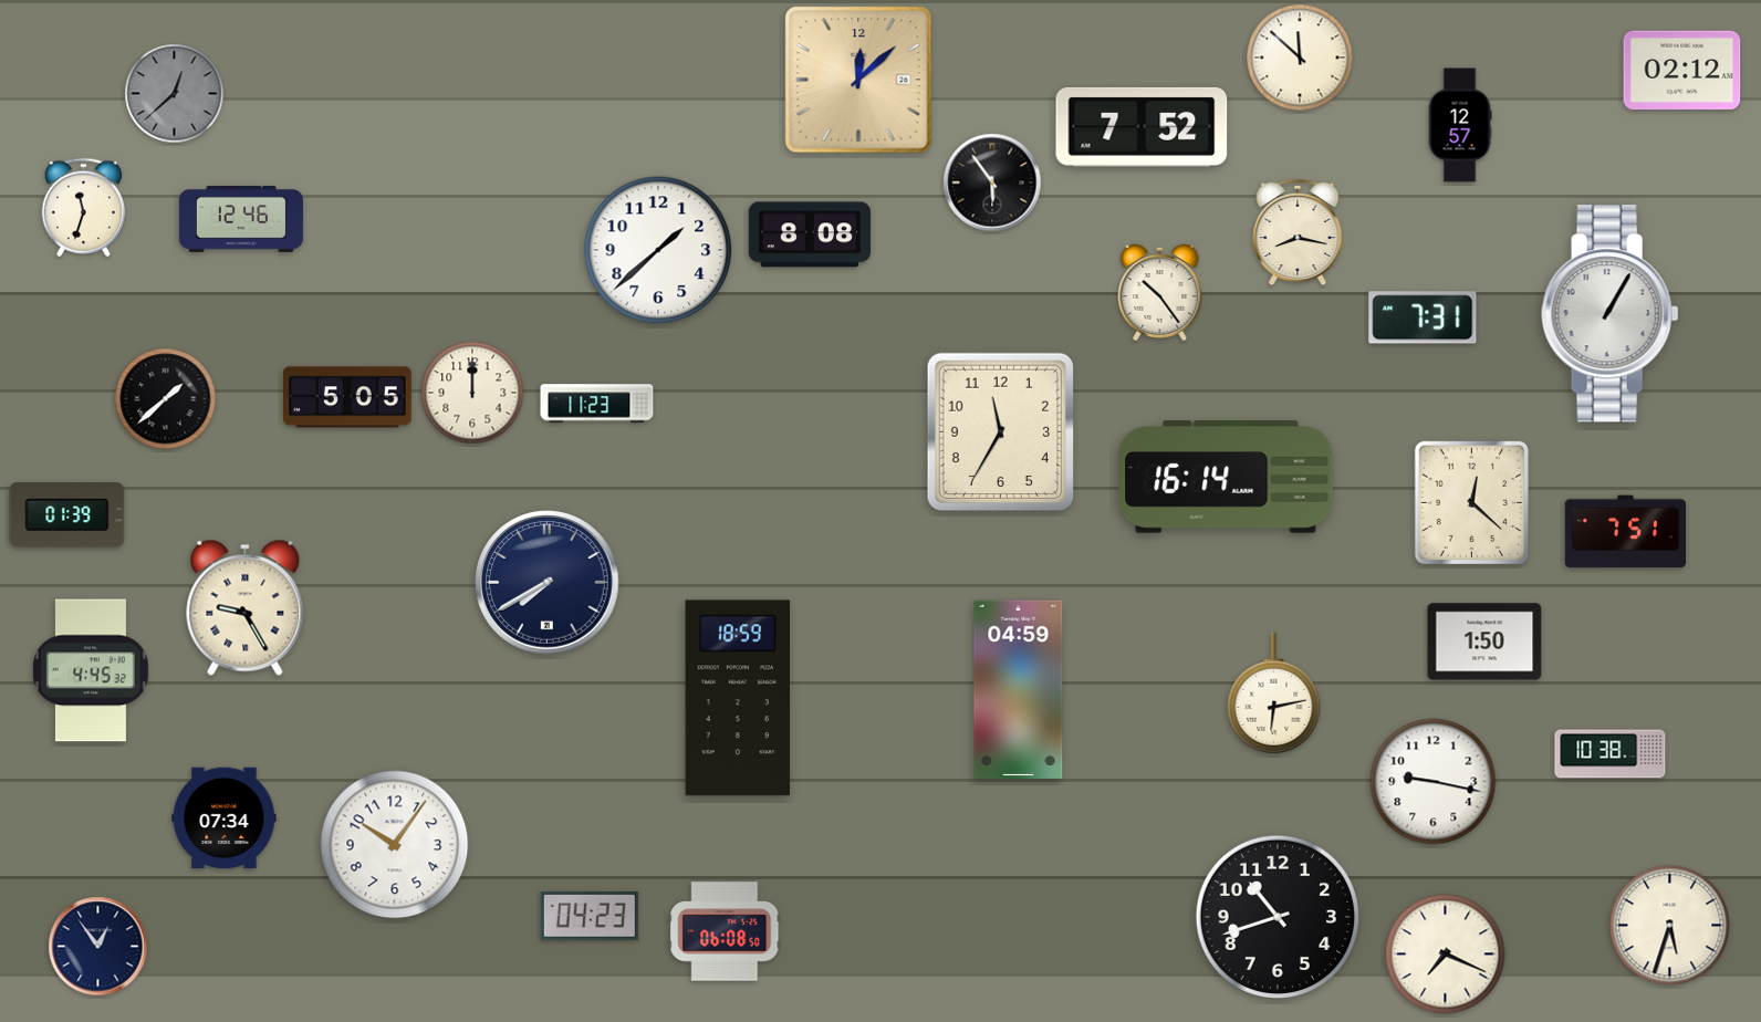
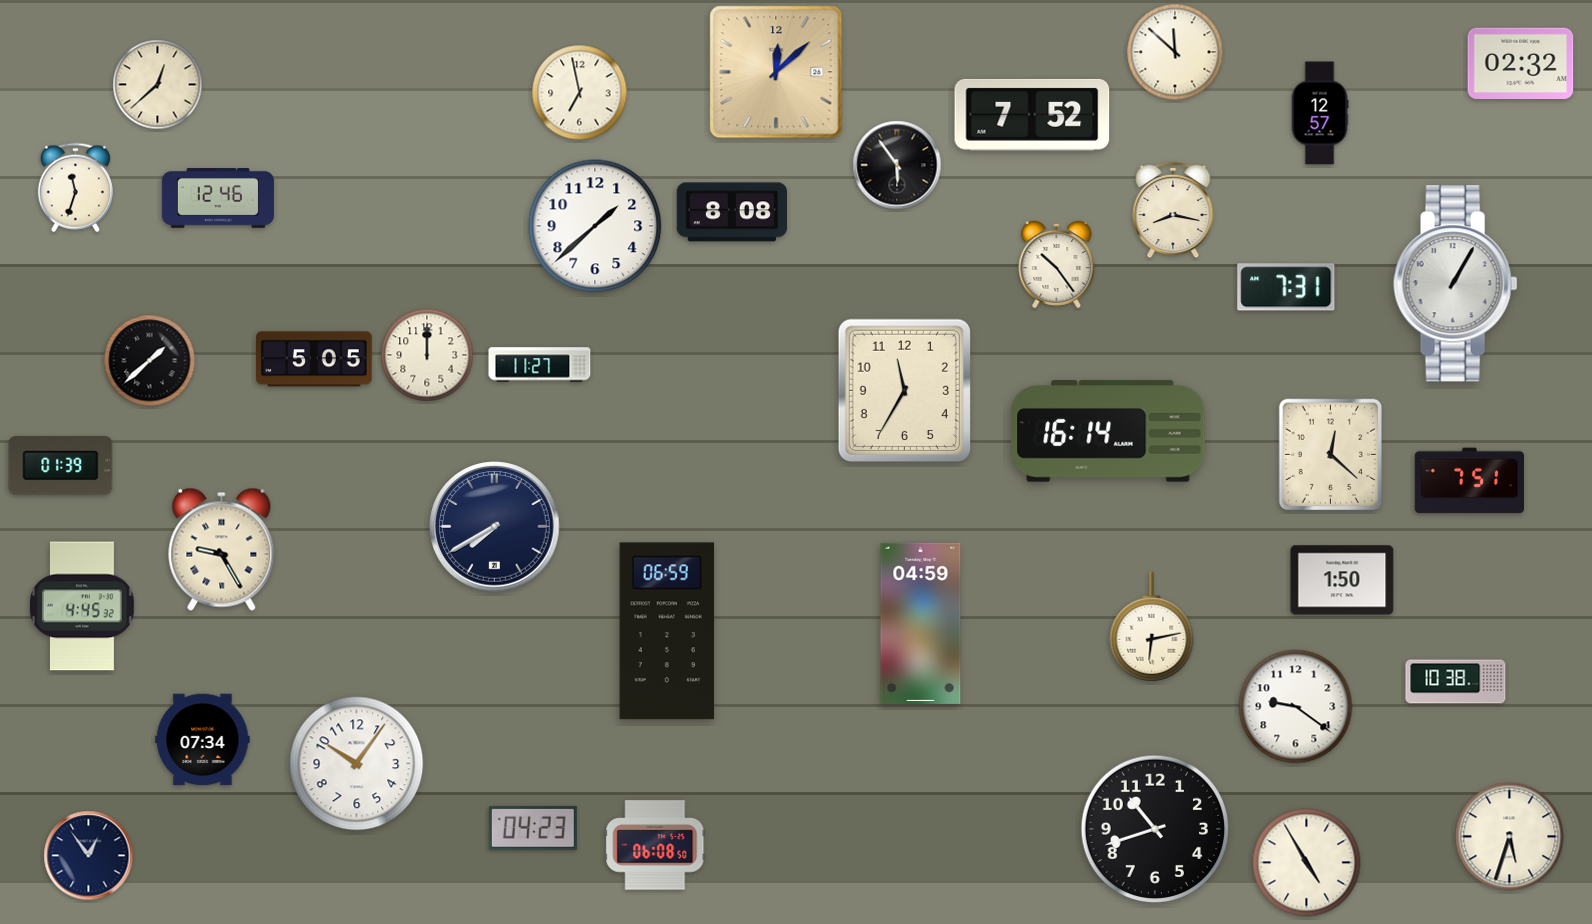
clock at (1682, 71): 02:12 -> 02:32
clock at (175, 94) dial: grey -> cream
clock at (580, 93): none -> 6:58
clock at (1160, 292) position: (1160, 292) -> (1057, 264)
clock at (597, 404): 11:23 -> 11:27
clock at (738, 698): 18:59 -> 06:59
clock at (1434, 782): 9:17 -> 9:21
clock at (725, 931) position: (725, 931) -> (655, 845)
clock at (1446, 955): 7:19 -> 4:55
